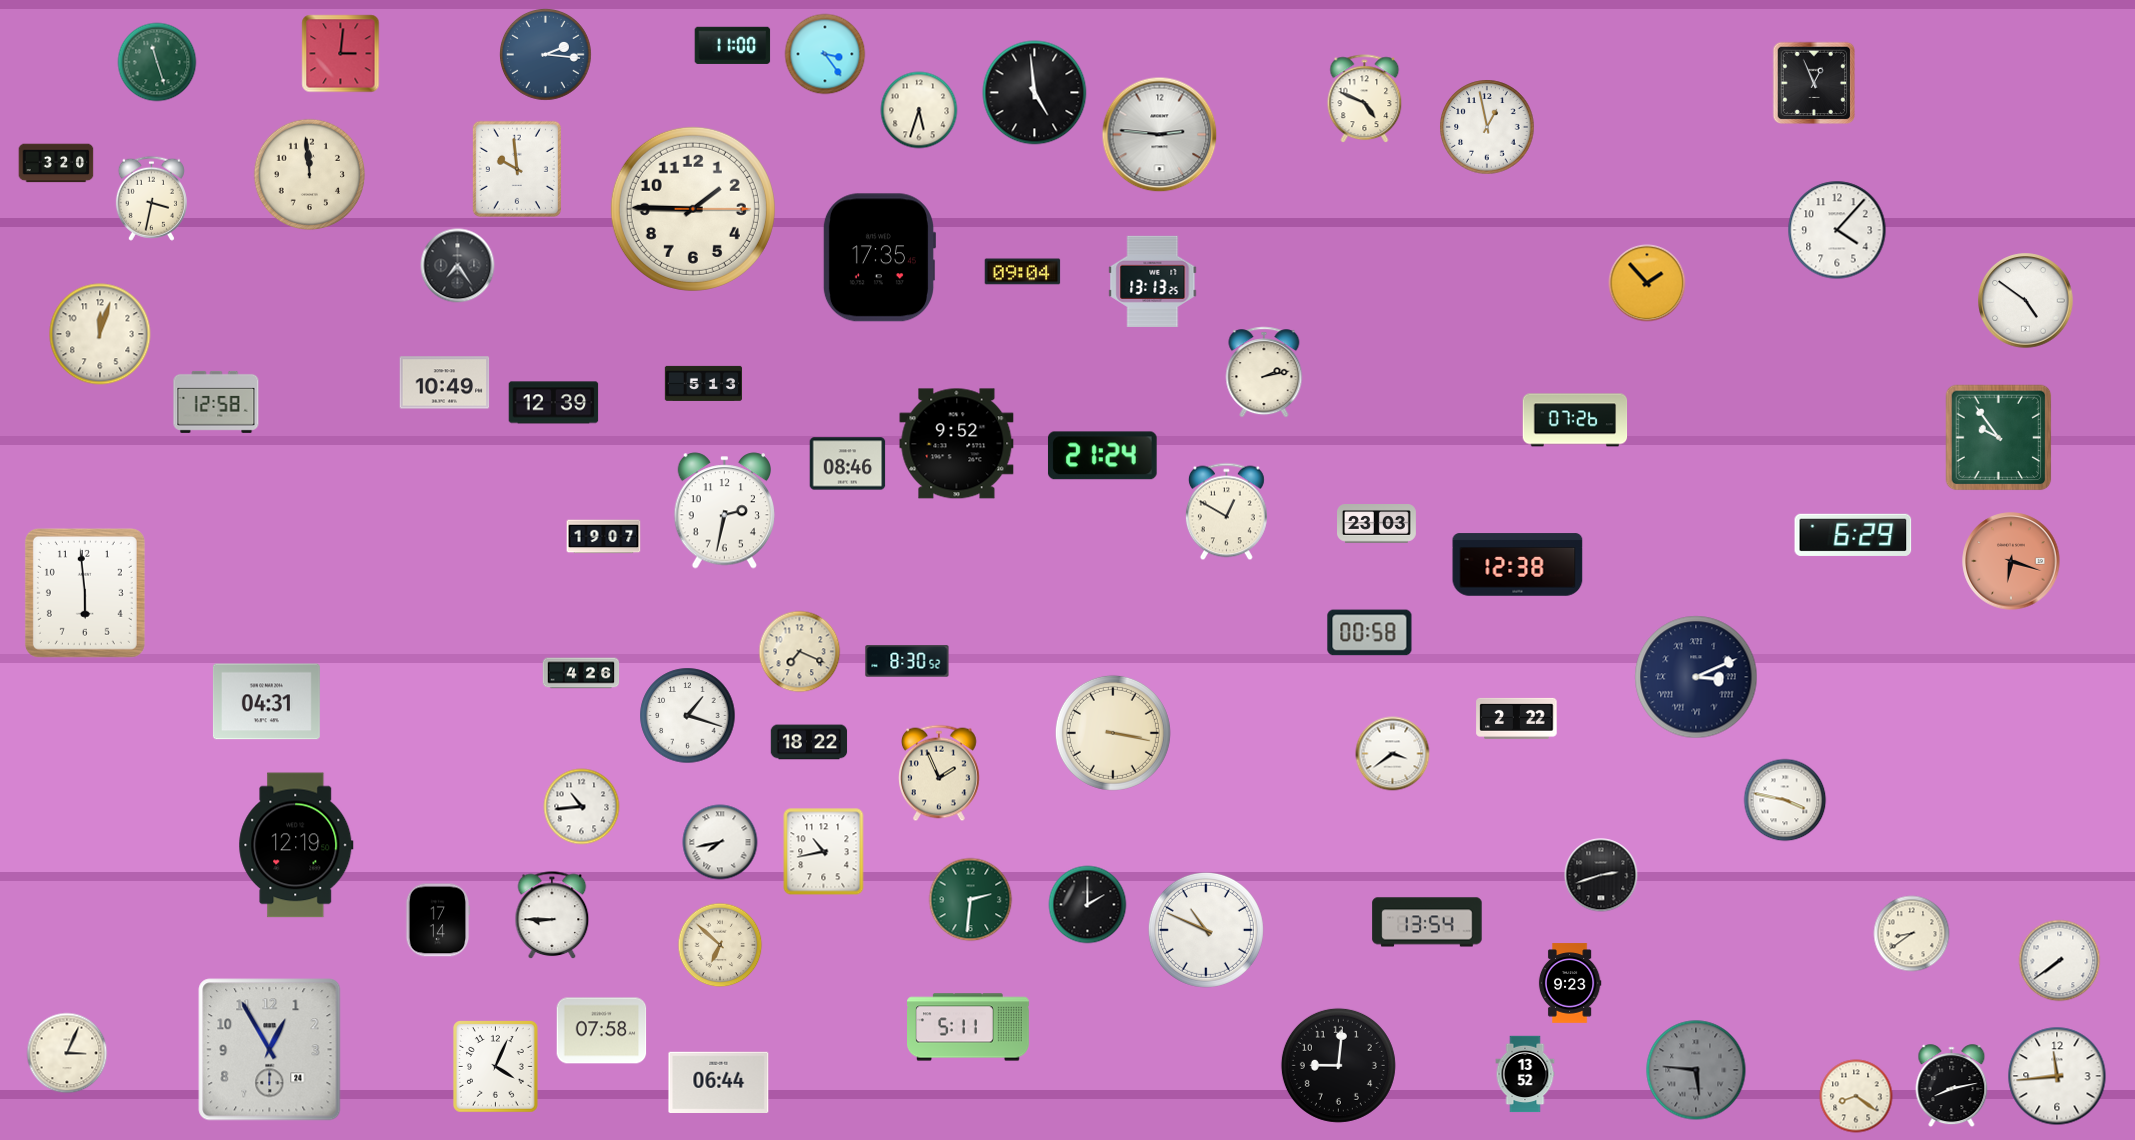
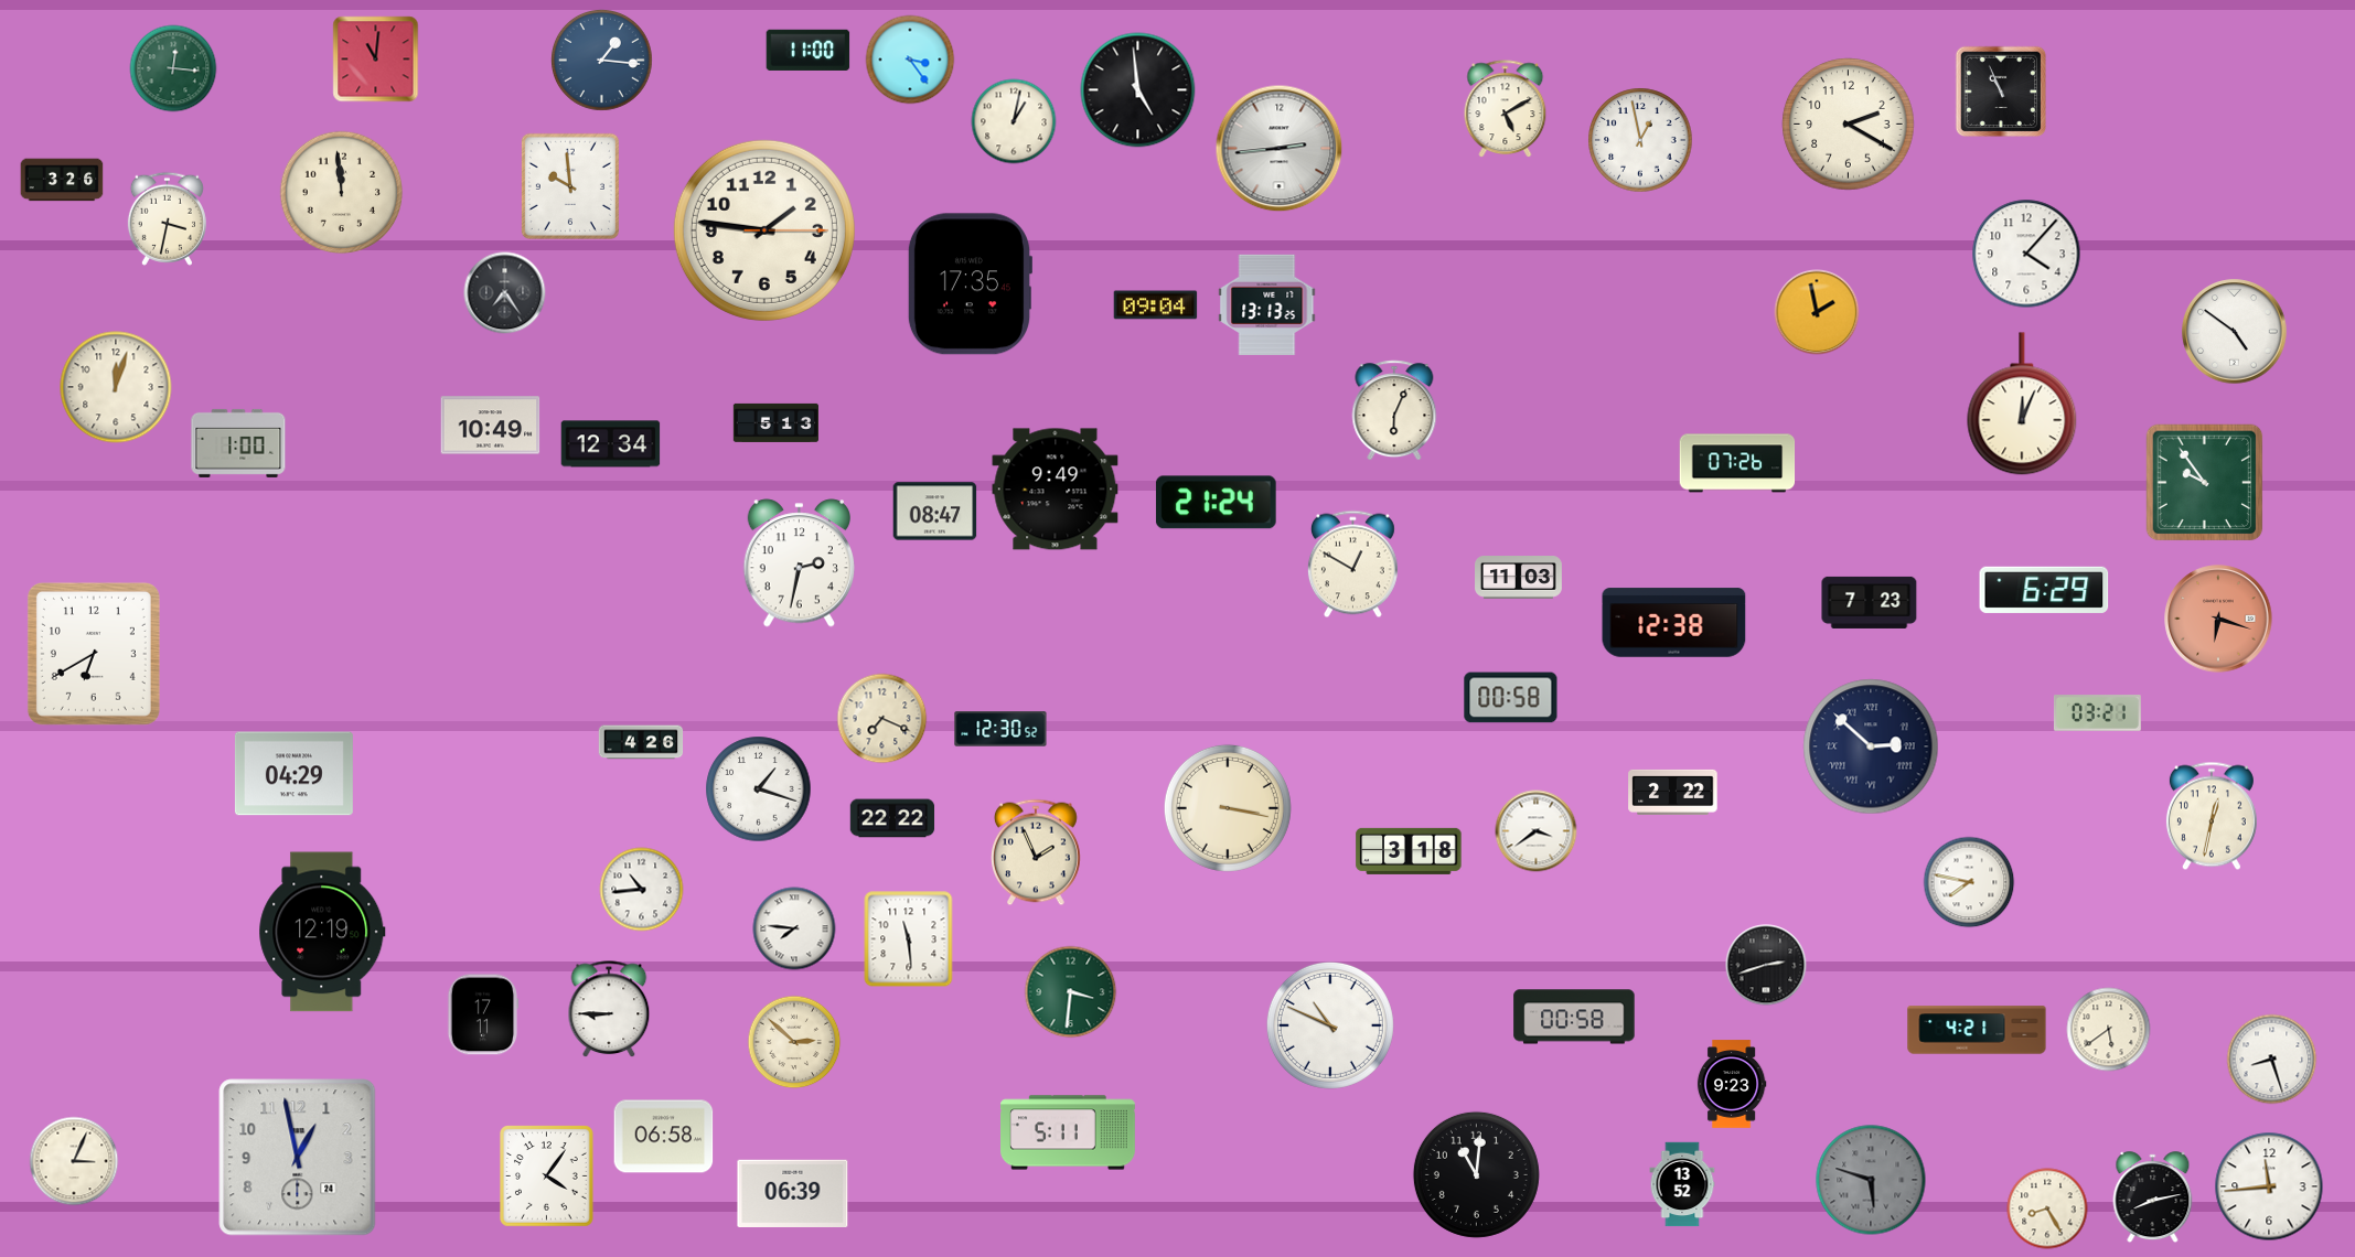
clock at (341, 54): 3:01 -> 11:01
clock at (546, 55): 2:16 -> 1:16
clock at (157, 62): 11:27 -> 12:16
clock at (1814, 83): 12:56 -> 10:56
clock at (1035, 93) position: (1035, 93) -> (1138, 90)
clock at (1365, 99): 4:49 -> 5:10
clock at (919, 110): 5:33 -> 1:02
clock at (1849, 125): none -> 2:20
clock at (1160, 135): 2:46 -> 2:44
clock at (56, 163): 3:20 -> 3:26
clock at (693, 209): 1:45 -> 1:46
clock at (1023, 272) position: (1023, 272) -> (1156, 305)
clock at (1153, 281) position: (1153, 281) -> (1267, 304)
clock at (1647, 283): 1:53 -> 1:58
clock at (100, 334) position: (100, 334) -> (116, 387)
clock at (2022, 404): none -> 12:04
clock at (1264, 372): 2:13 -> 6:04
clock at (445, 383) position: (445, 383) -> (491, 426)
clock at (216, 402): 12:58 -> 1:00
clock at (554, 403): 12:39 -> 12:34
clock at (957, 444): 9:52 -> 9:49
clock at (848, 464): 08:46 -> 08:47
clock at (1377, 524): 23:03 -> 11:03
clock at (604, 537): 19:07 -> none
clock at (1870, 602): none -> 7:23
clock at (85, 593): 5:59 -> 6:40
clock at (2097, 713): none -> 03:21
clock at (907, 661): 8:30 -> 12:30
clock at (1696, 677): 3:11 -> 2:52
clock at (266, 702): 04:31 -> 04:29
clock at (2212, 816): none -> 12:32
clock at (809, 742): 18:22 -> 22:22
clock at (1409, 851): none -> 3:18
clock at (1785, 800): 3:47 -> 7:47
clock at (720, 842): 7:43 -> 7:46
clock at (296, 845) position: (296, 845) -> (322, 932)
clock at (824, 852): 10:43 -> 11:29
clock at (971, 900): 2:31 -> 3:31
clock at (1088, 905): 2:00 -> none
clock at (438, 920): 17:14 -> 17:11
clock at (1427, 922): 13:54 -> 00:58
clock at (1977, 1030): none -> 4:21
clock at (1912, 934): 8:39 -> 5:39
clock at (720, 945): 6:52 -> 2:52
clock at (2060, 961): 7:39 -> 8:27
clock at (602, 1031): 07:58 -> 06:58
clock at (270, 1050): 12:55 -> 12:58
clock at (1338, 1065): 9:01 -> 11:01
clock at (496, 1067): 4:04 -> 4:06
clock at (1696, 1070): 5:46 -> 5:48
clock at (719, 1083): 06:44 -> 06:39
clock at (1856, 1096): 8:21 -> 8:25
